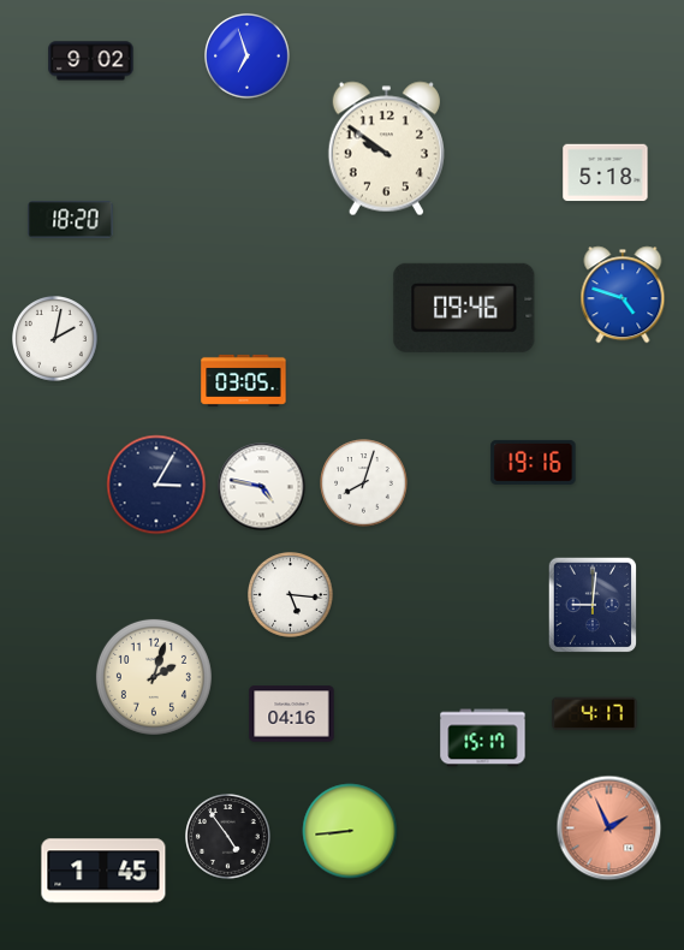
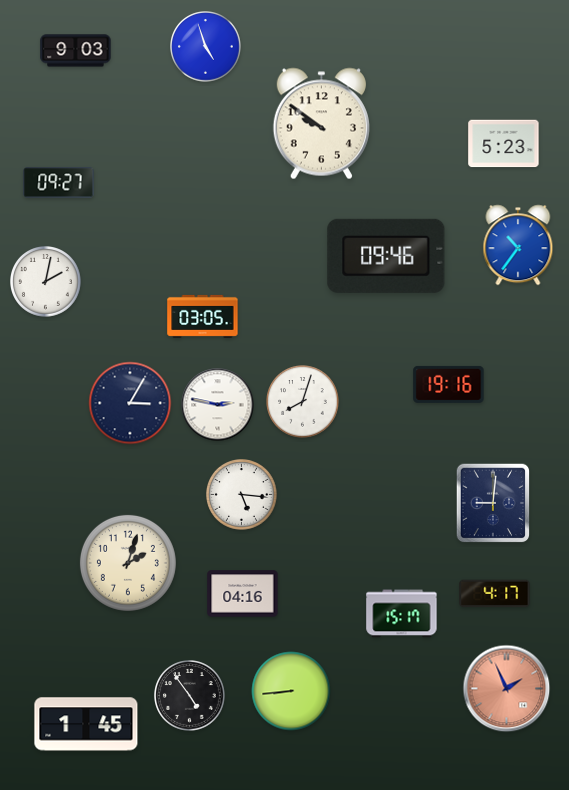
clock at (248, 57): 6:57 -> 4:57
clock at (91, 61): 9:02 -> 9:03
clock at (606, 173): 5:18 -> 5:23
clock at (71, 220): 18:20 -> 09:27
clock at (623, 295): 4:48 -> 10:36
clock at (534, 462) position: (534, 462) -> (449, 384)
clock at (262, 487): 4:47 -> 2:47
